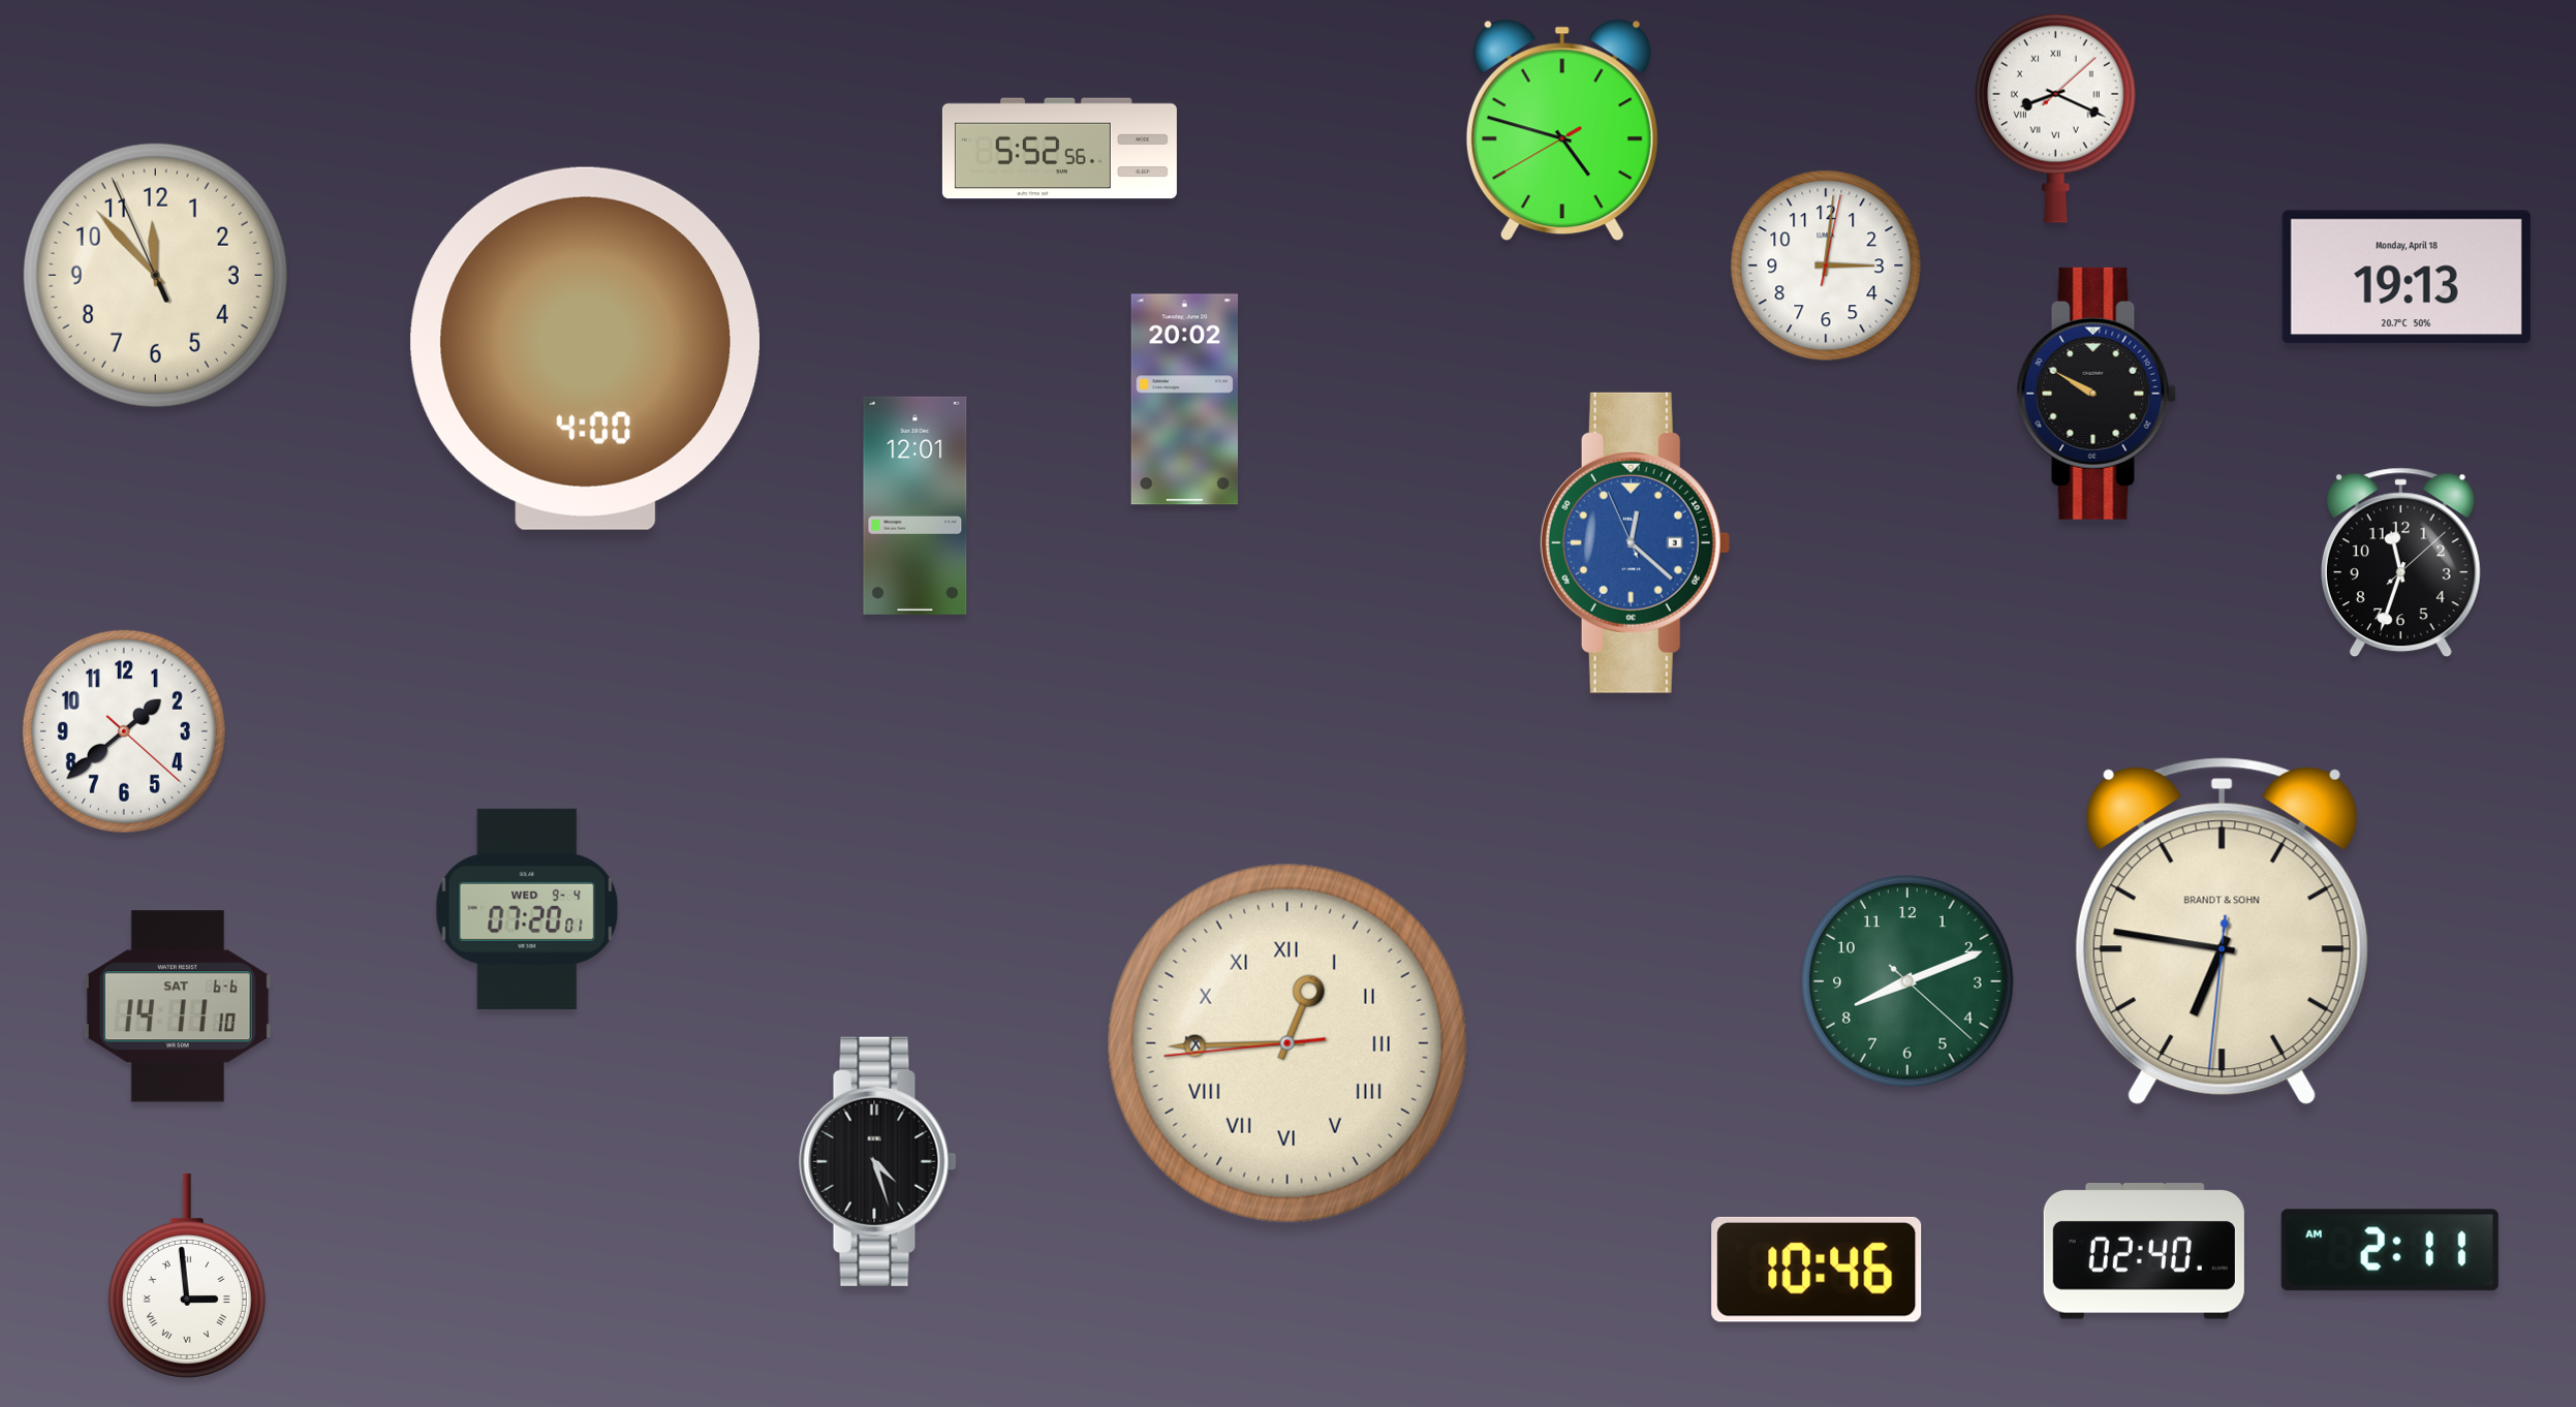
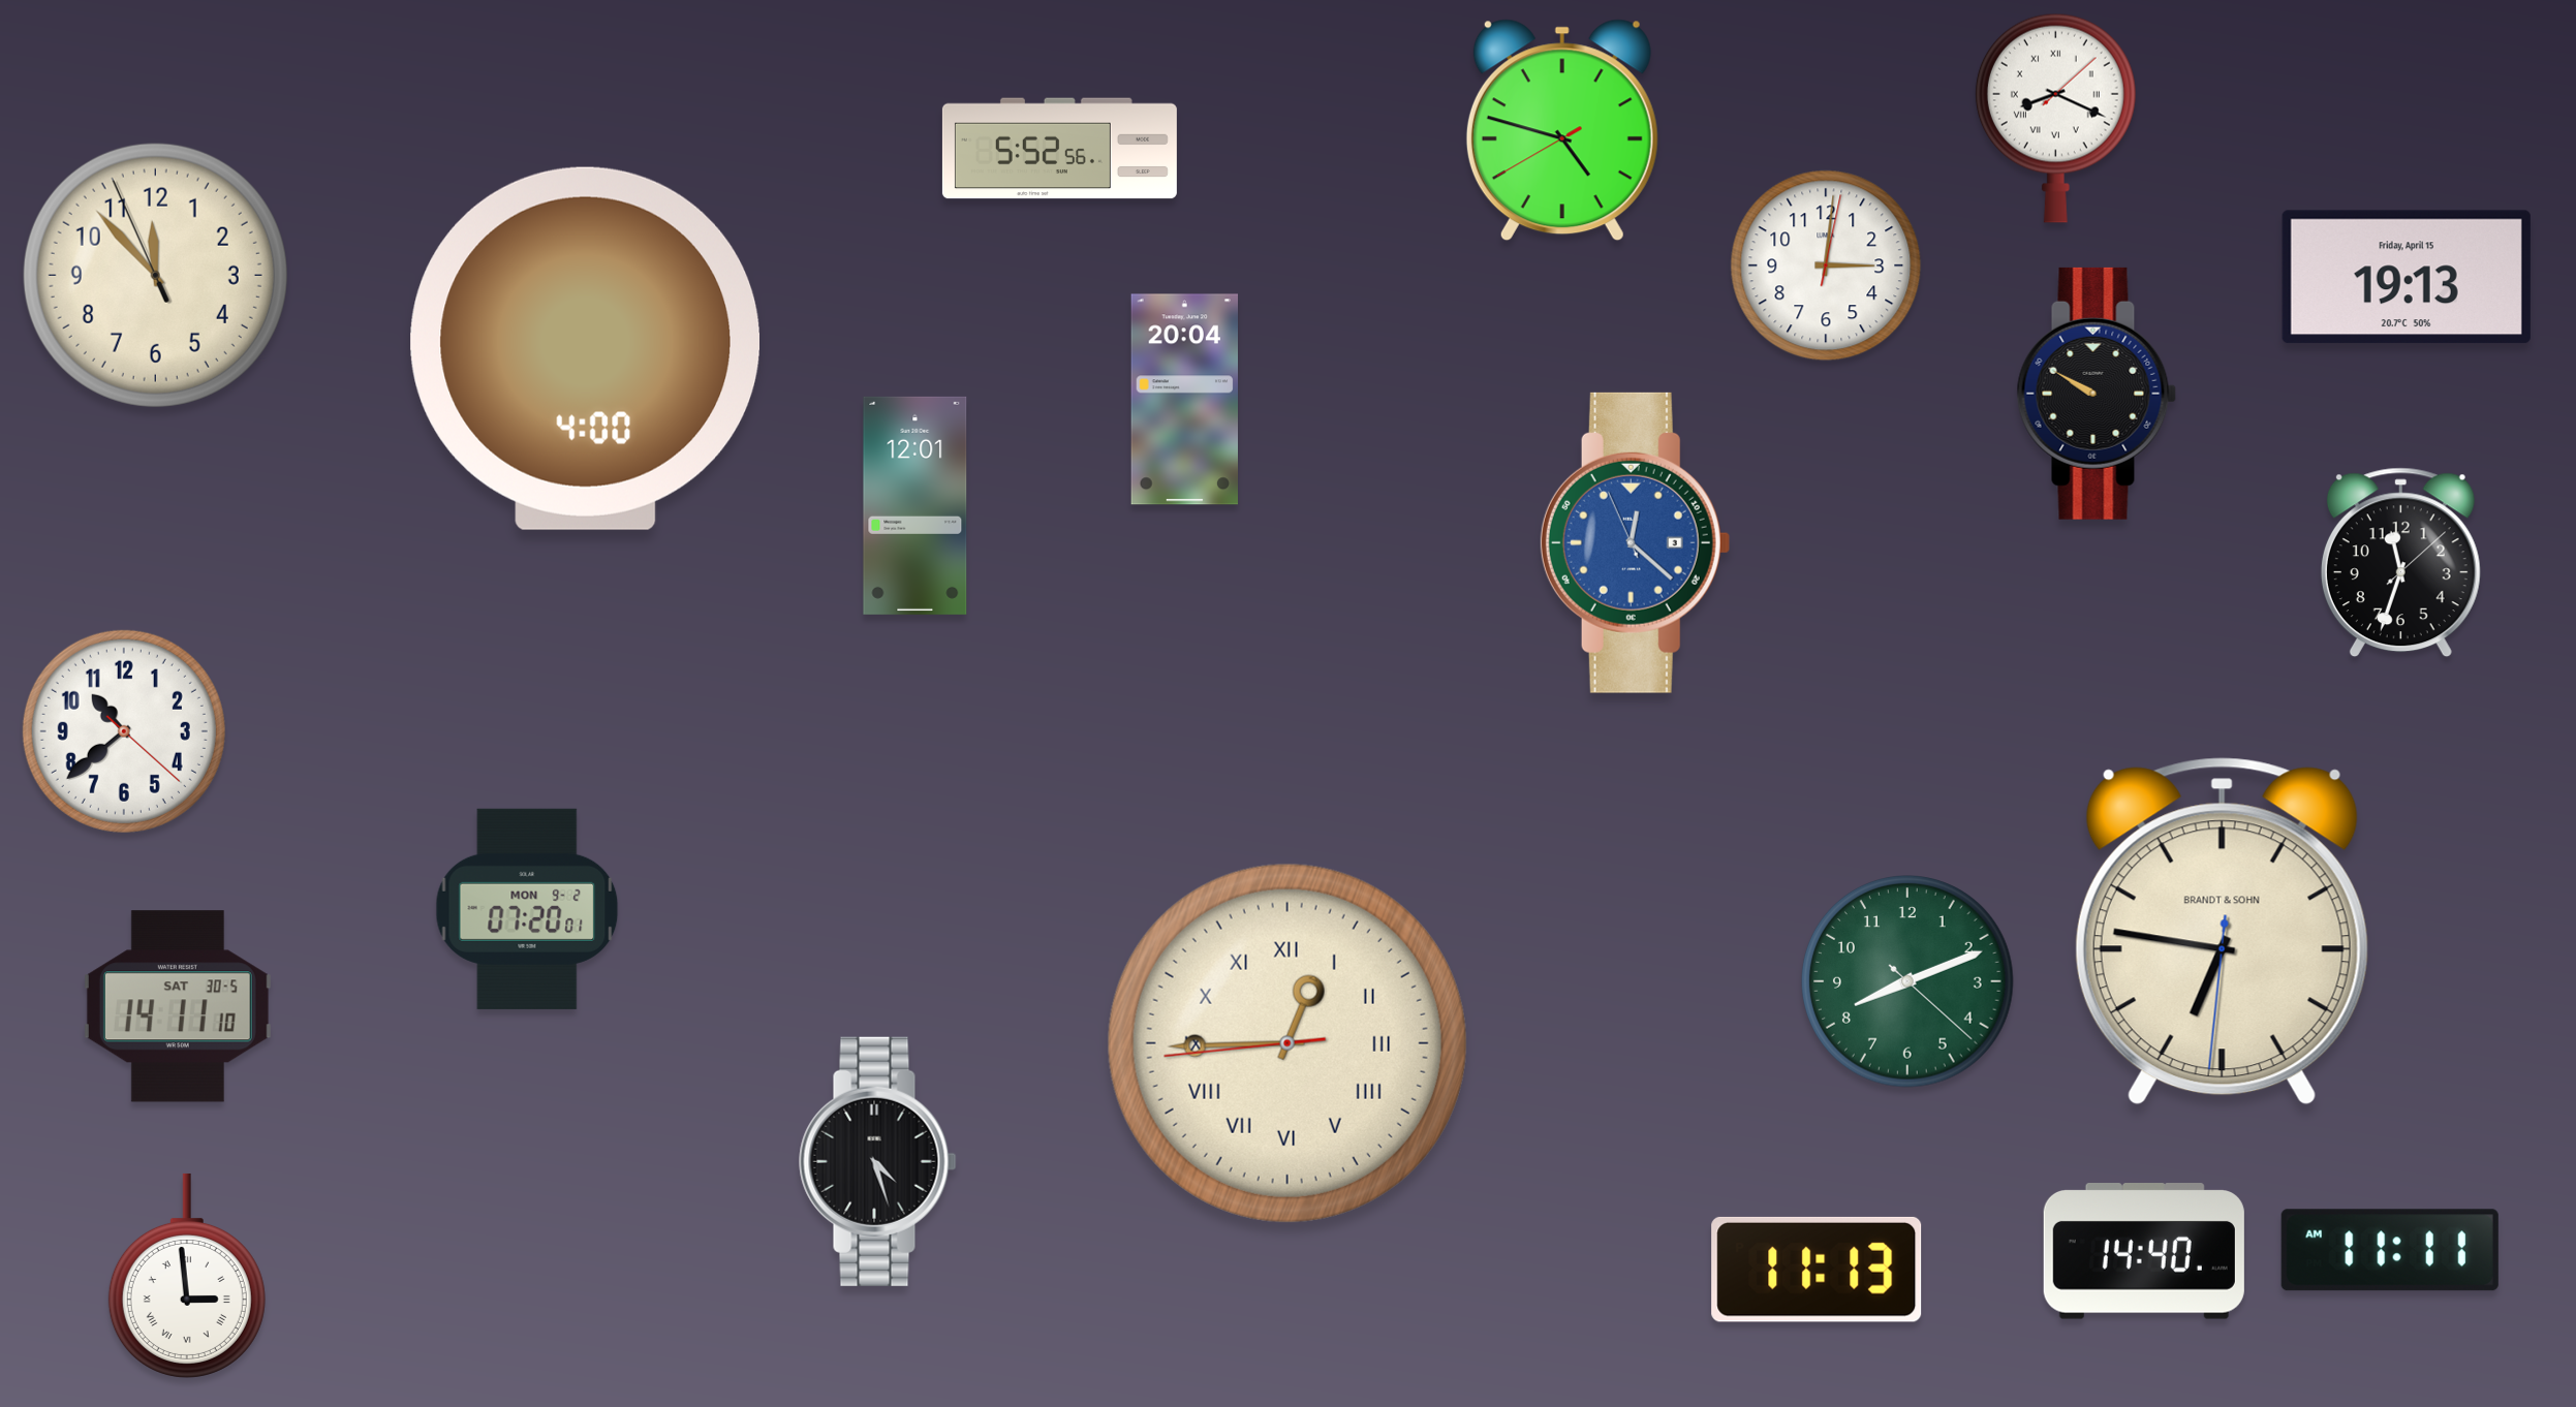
clock at (2407, 277) date: Monday, April 18 -> Friday, April 15
clock at (1184, 400): 20:02 -> 20:04
clock at (124, 731): 1:38 -> 10:38
clock at (527, 909) date: WED 9-4 -> MON 9-2
clock at (178, 1006) date: SAT 6-6 -> SAT 30-5
clock at (2390, 1250): 2:11 -> 11:11
clock at (2144, 1252): 02:40 -> 14:40
clock at (1817, 1270): 10:46 -> 11:13
